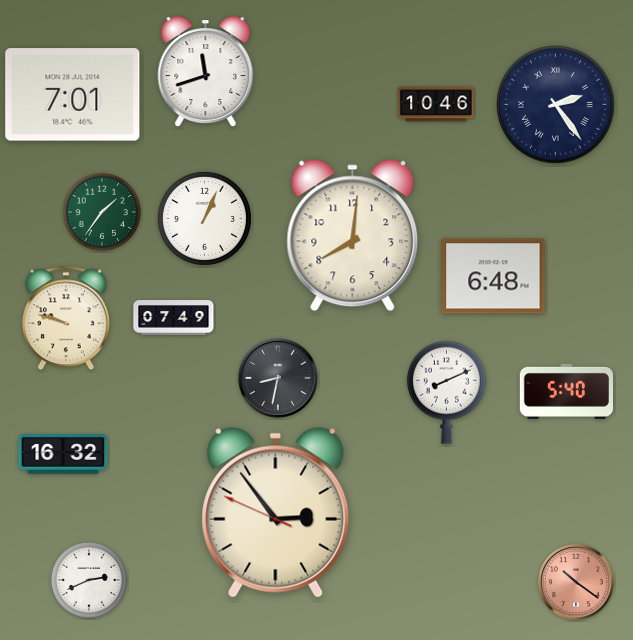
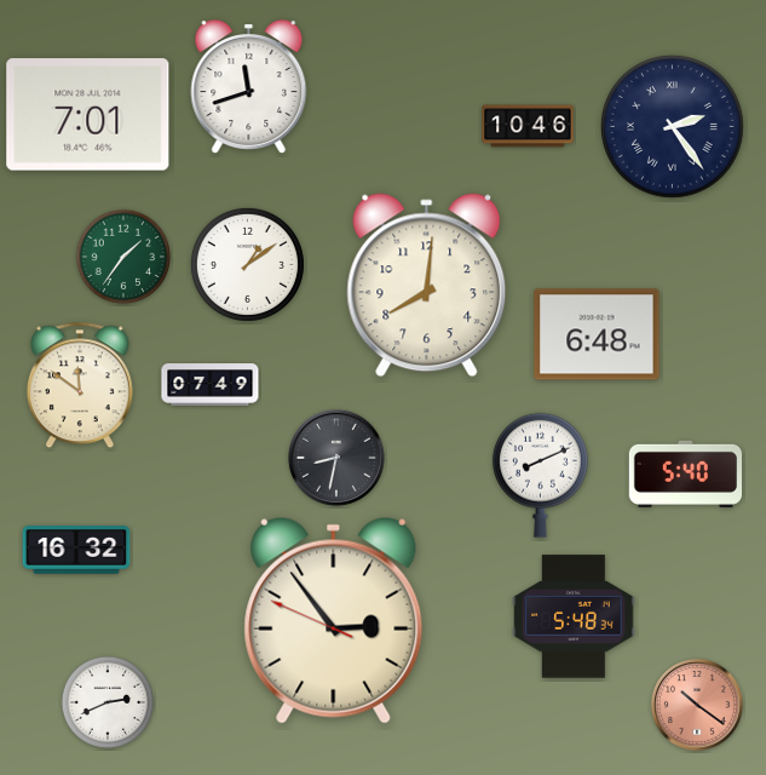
clock at (204, 218): 1:04 -> 1:09
clock at (66, 318): 9:48 -> 11:51
clock at (574, 616): none -> 5:48
